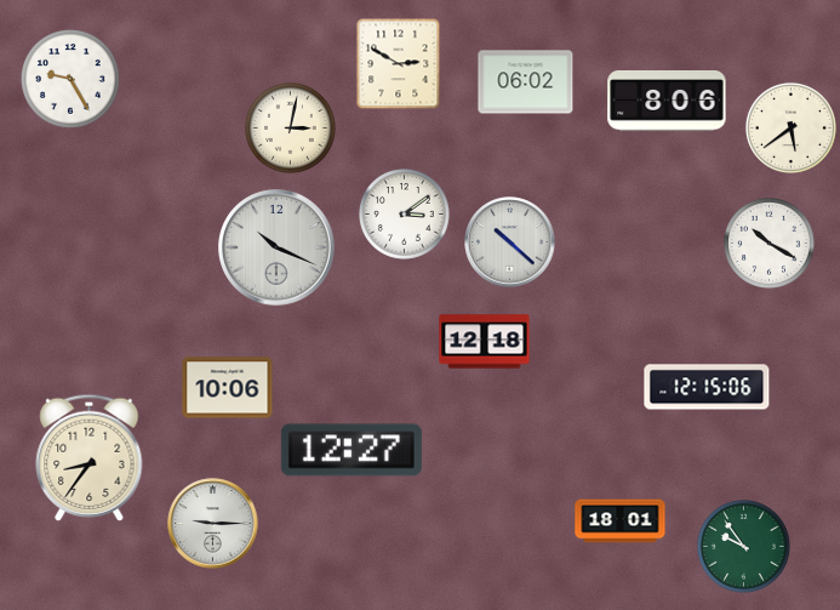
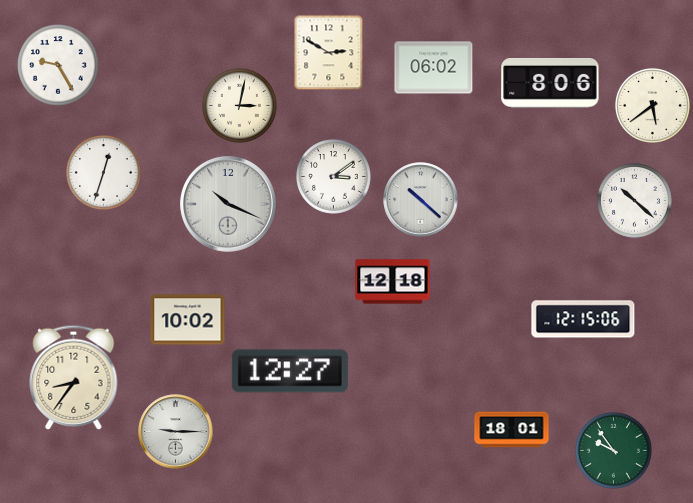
clock at (103, 172): none -> 12:33
clock at (768, 243): 10:20 -> 10:22
clock at (485, 342) position: (485, 342) -> (393, 282)
clock at (228, 388): 10:06 -> 10:02
